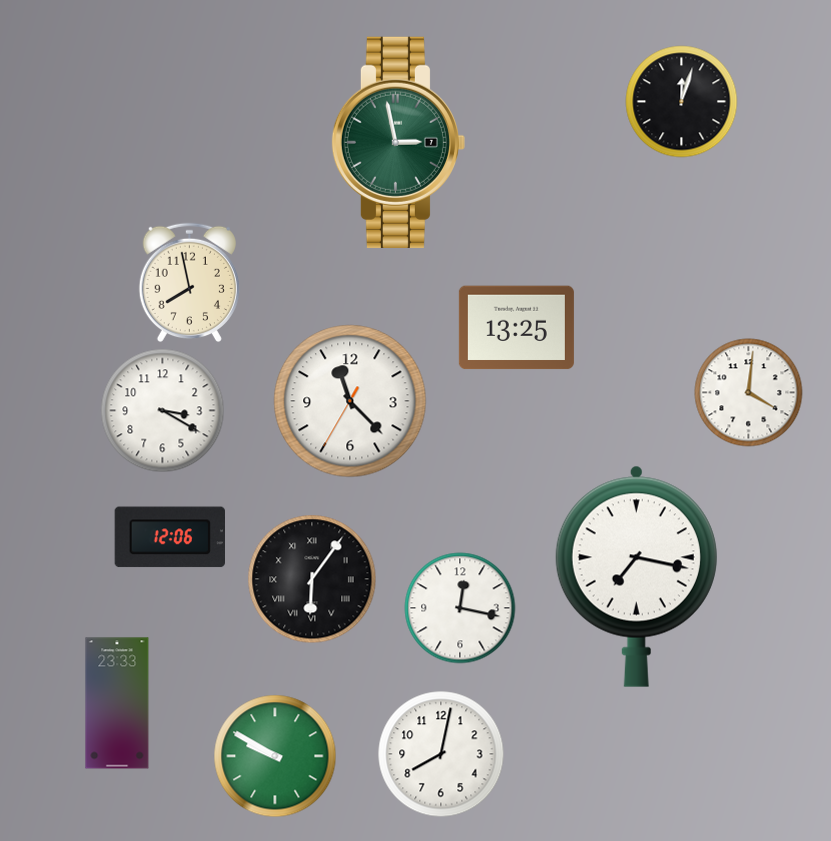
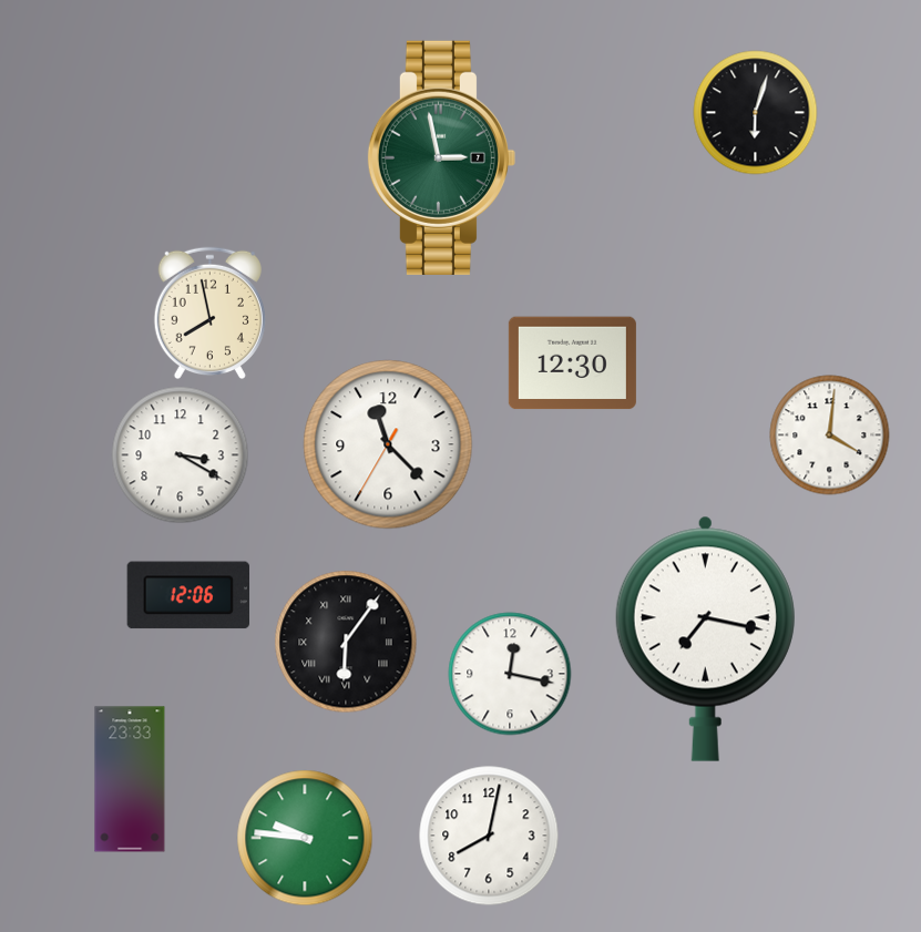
clock at (682, 102): 12:03 -> 6:03
clock at (516, 328): 13:25 -> 12:30
clock at (275, 756): 9:50 -> 9:46
